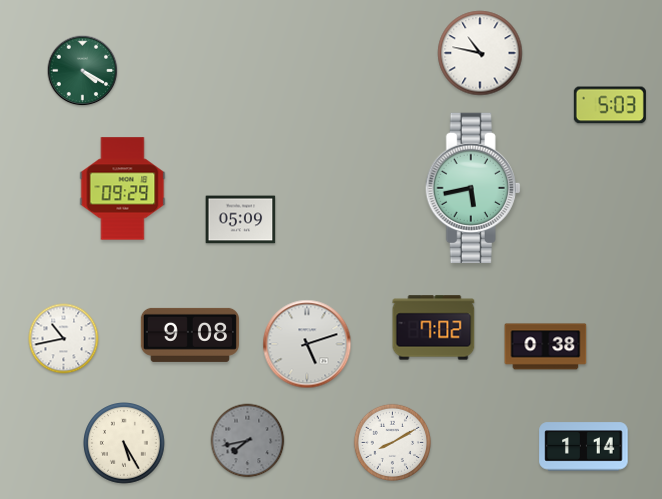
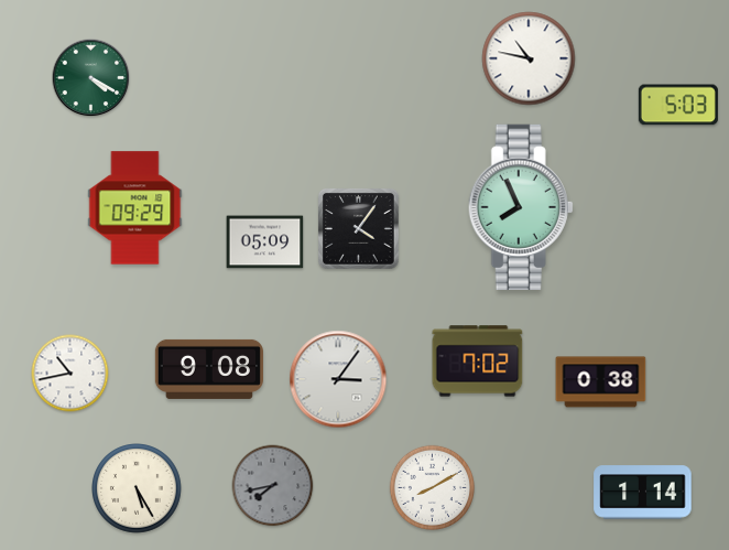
clock at (610, 105) position: (610, 105) -> (678, 105)
clock at (473, 187): 5:43 -> 7:56
clock at (358, 228): none -> 4:06
clock at (307, 344): 5:12 -> 3:06
